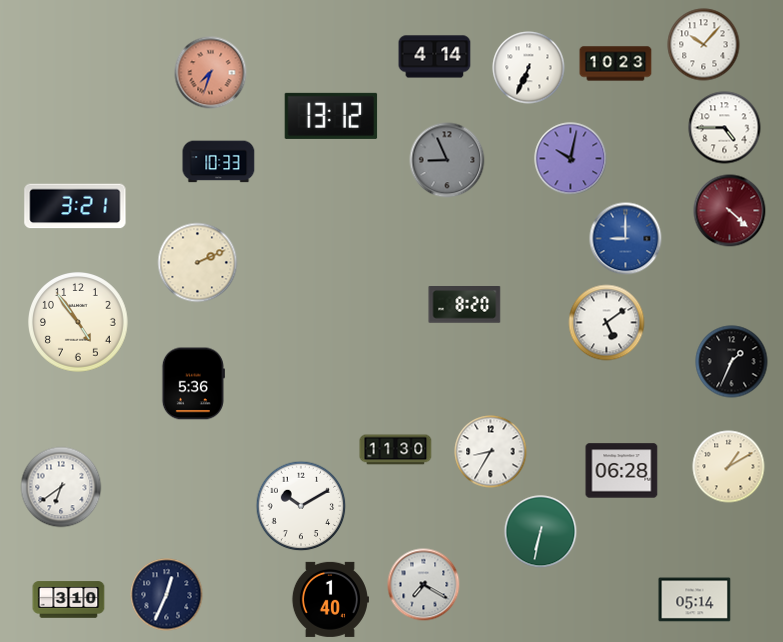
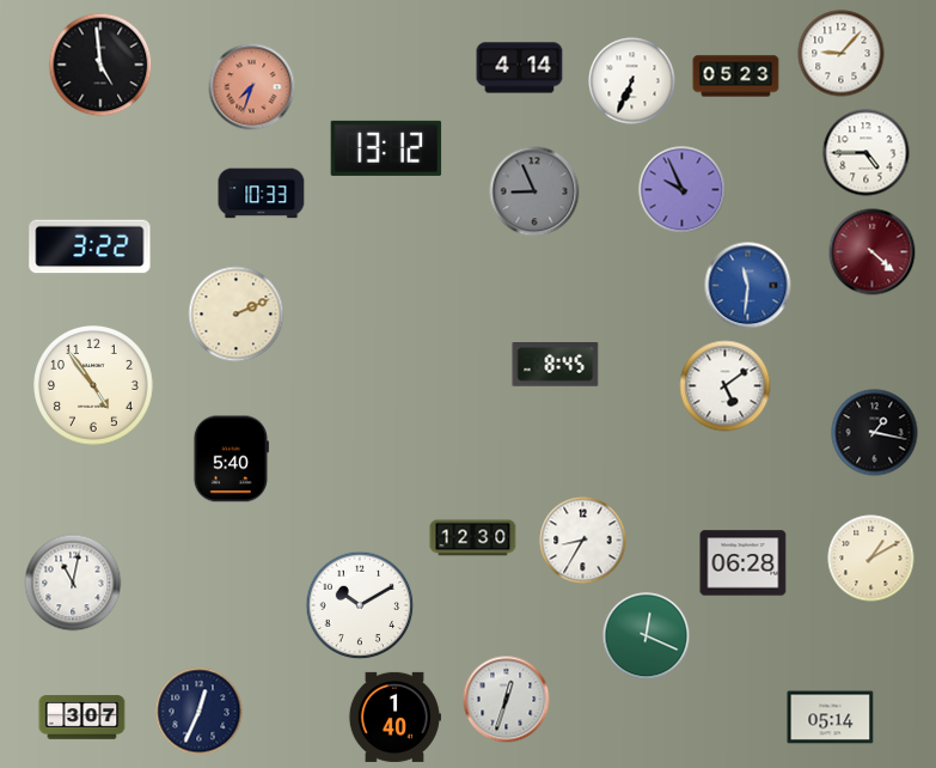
clock at (704, 45): 10:07 -> 9:07
clock at (100, 65): none -> 4:59
clock at (616, 64): 10:23 -> 05:23
clock at (331, 116) position: (331, 116) -> (386, 148)
clock at (571, 159): 10:02 -> 9:56
clock at (75, 206): 3:21 -> 3:22
clock at (626, 239): 9:00 -> 11:31
clock at (465, 305): 8:20 -> 8:45
clock at (732, 362): 1:34 -> 1:17
clock at (193, 384): 5:36 -> 5:40
clock at (396, 450): 11:30 -> 12:30
clock at (491, 452) position: (491, 452) -> (583, 541)
clock at (61, 487): 6:39 -> 11:02
clock at (541, 532): 6:32 -> 12:19
clock at (424, 585): 7:20 -> 12:33
clock at (69, 600): 3:10 -> 3:07
